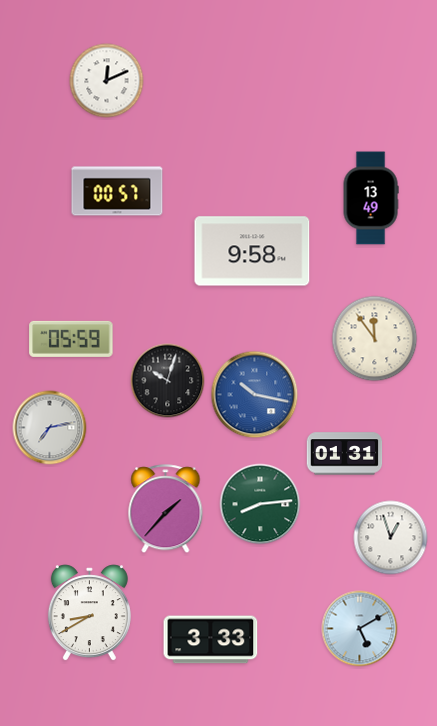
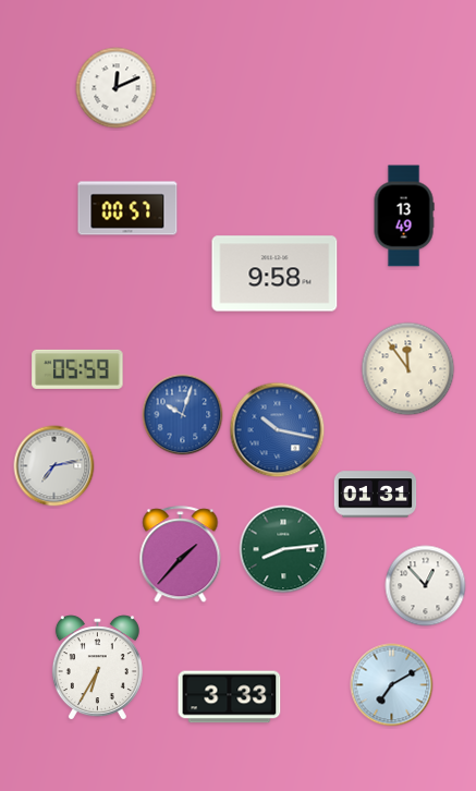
clock at (168, 381) dial: black -> blue
clock at (391, 538): 12:57 -> 12:53
clock at (89, 613): 8:40 -> 6:35
clock at (360, 629): 5:10 -> 7:10
